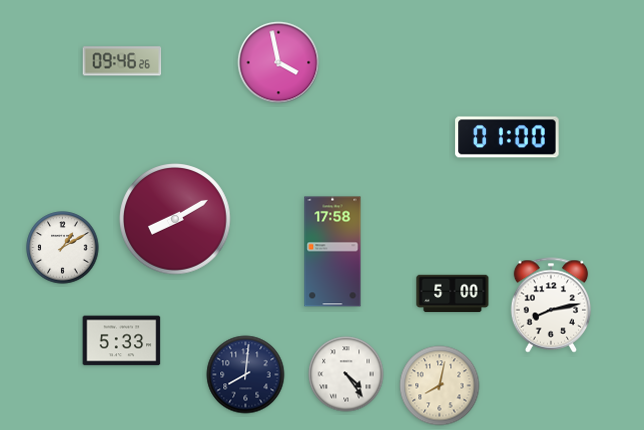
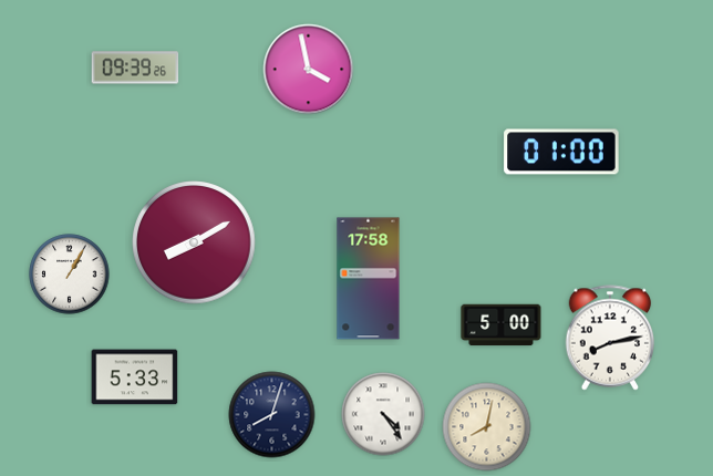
clock at (122, 61): 09:46 -> 09:39
clock at (63, 248): 1:10 -> 1:05
clock at (246, 375): 8:01 -> 8:03
